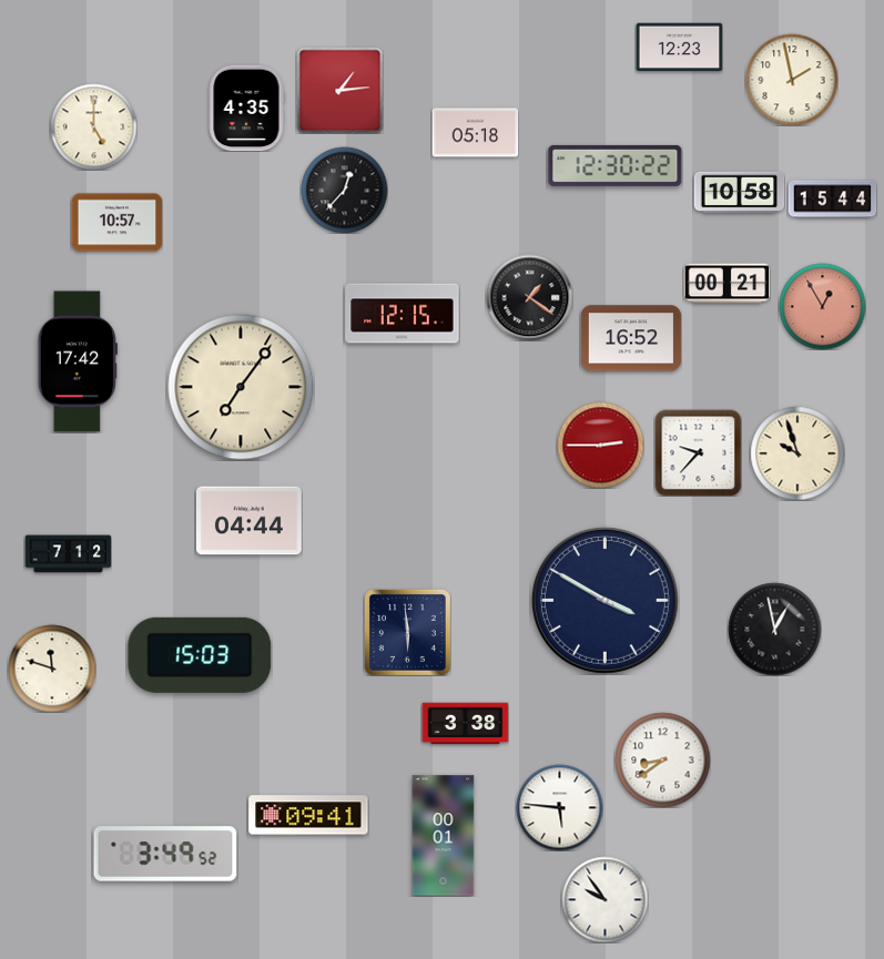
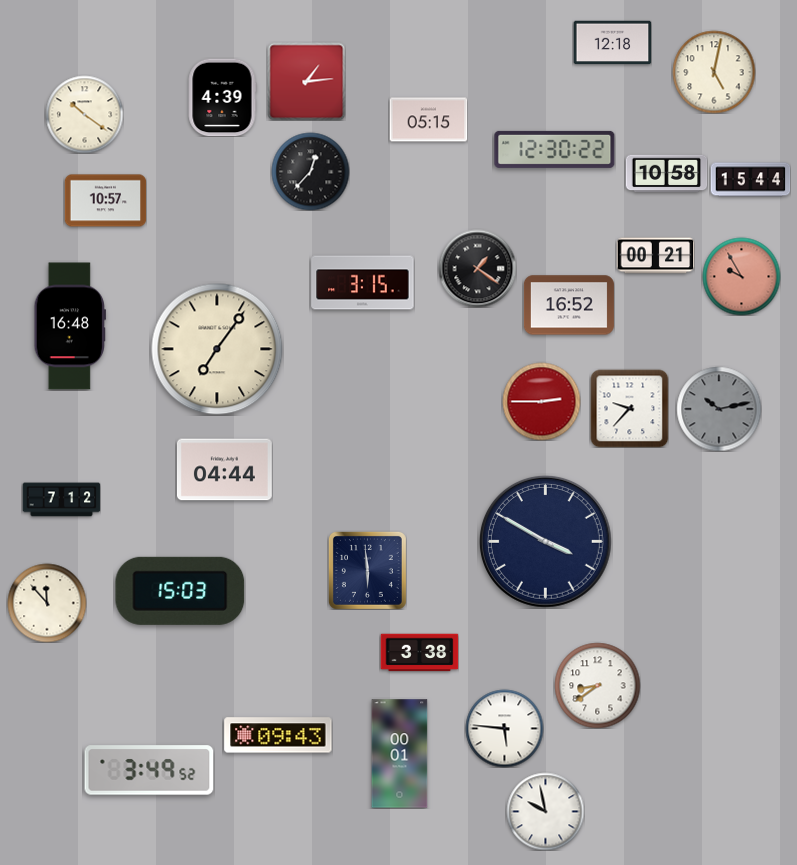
clock at (679, 48): 12:23 -> 12:18
clock at (792, 80): 1:58 -> 5:02
clock at (246, 108): 4:35 -> 4:39
clock at (93, 126): 5:00 -> 10:21
clock at (475, 133): 05:18 -> 05:15
clock at (822, 306): 12:55 -> 9:55
clock at (403, 314): 12:15 -> 3:15
clock at (78, 361): 17:42 -> 16:48
clock at (797, 453): 9:57 -> 10:13
clock at (797, 453) dial: cream -> grey
clock at (774, 629): 12:58 -> none
clock at (52, 669): 11:48 -> 11:53
clock at (308, 815): 09:41 -> 09:43
clock at (604, 899): 9:54 -> 9:58
